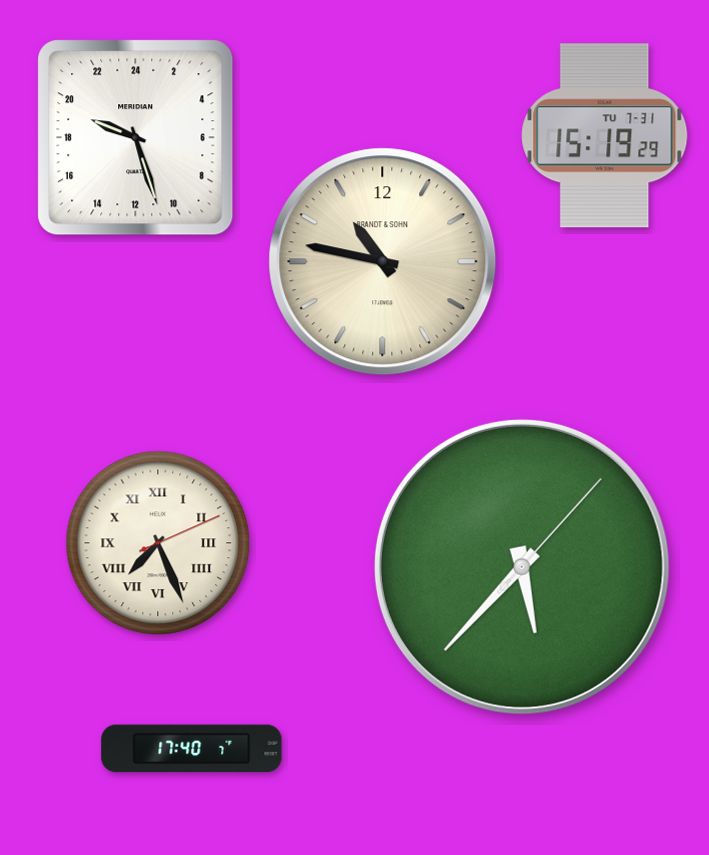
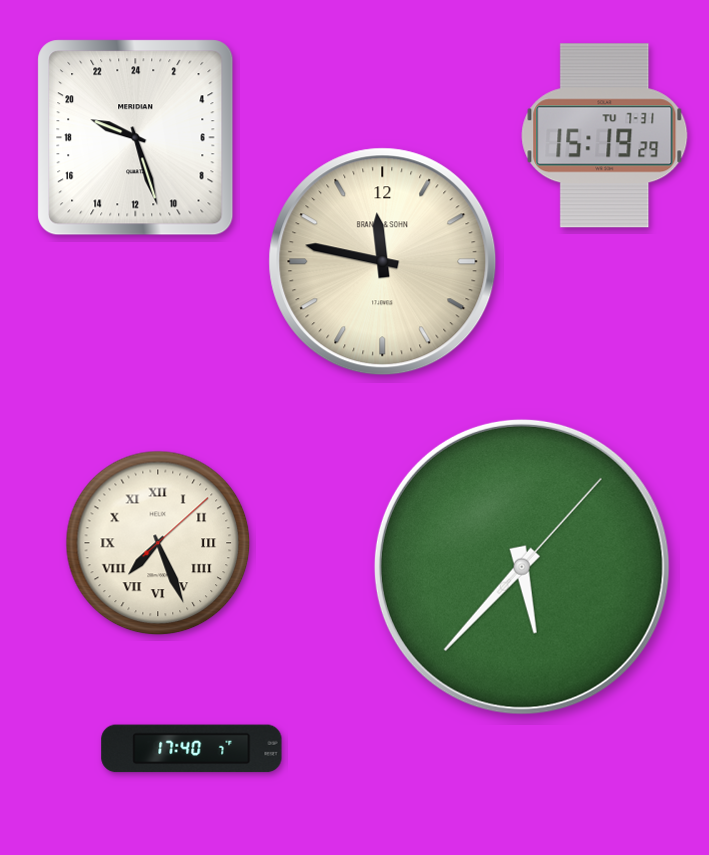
clock at (383, 262): 10:47 -> 11:47
clock at (158, 543): 7:26:11 -> 7:26:08
